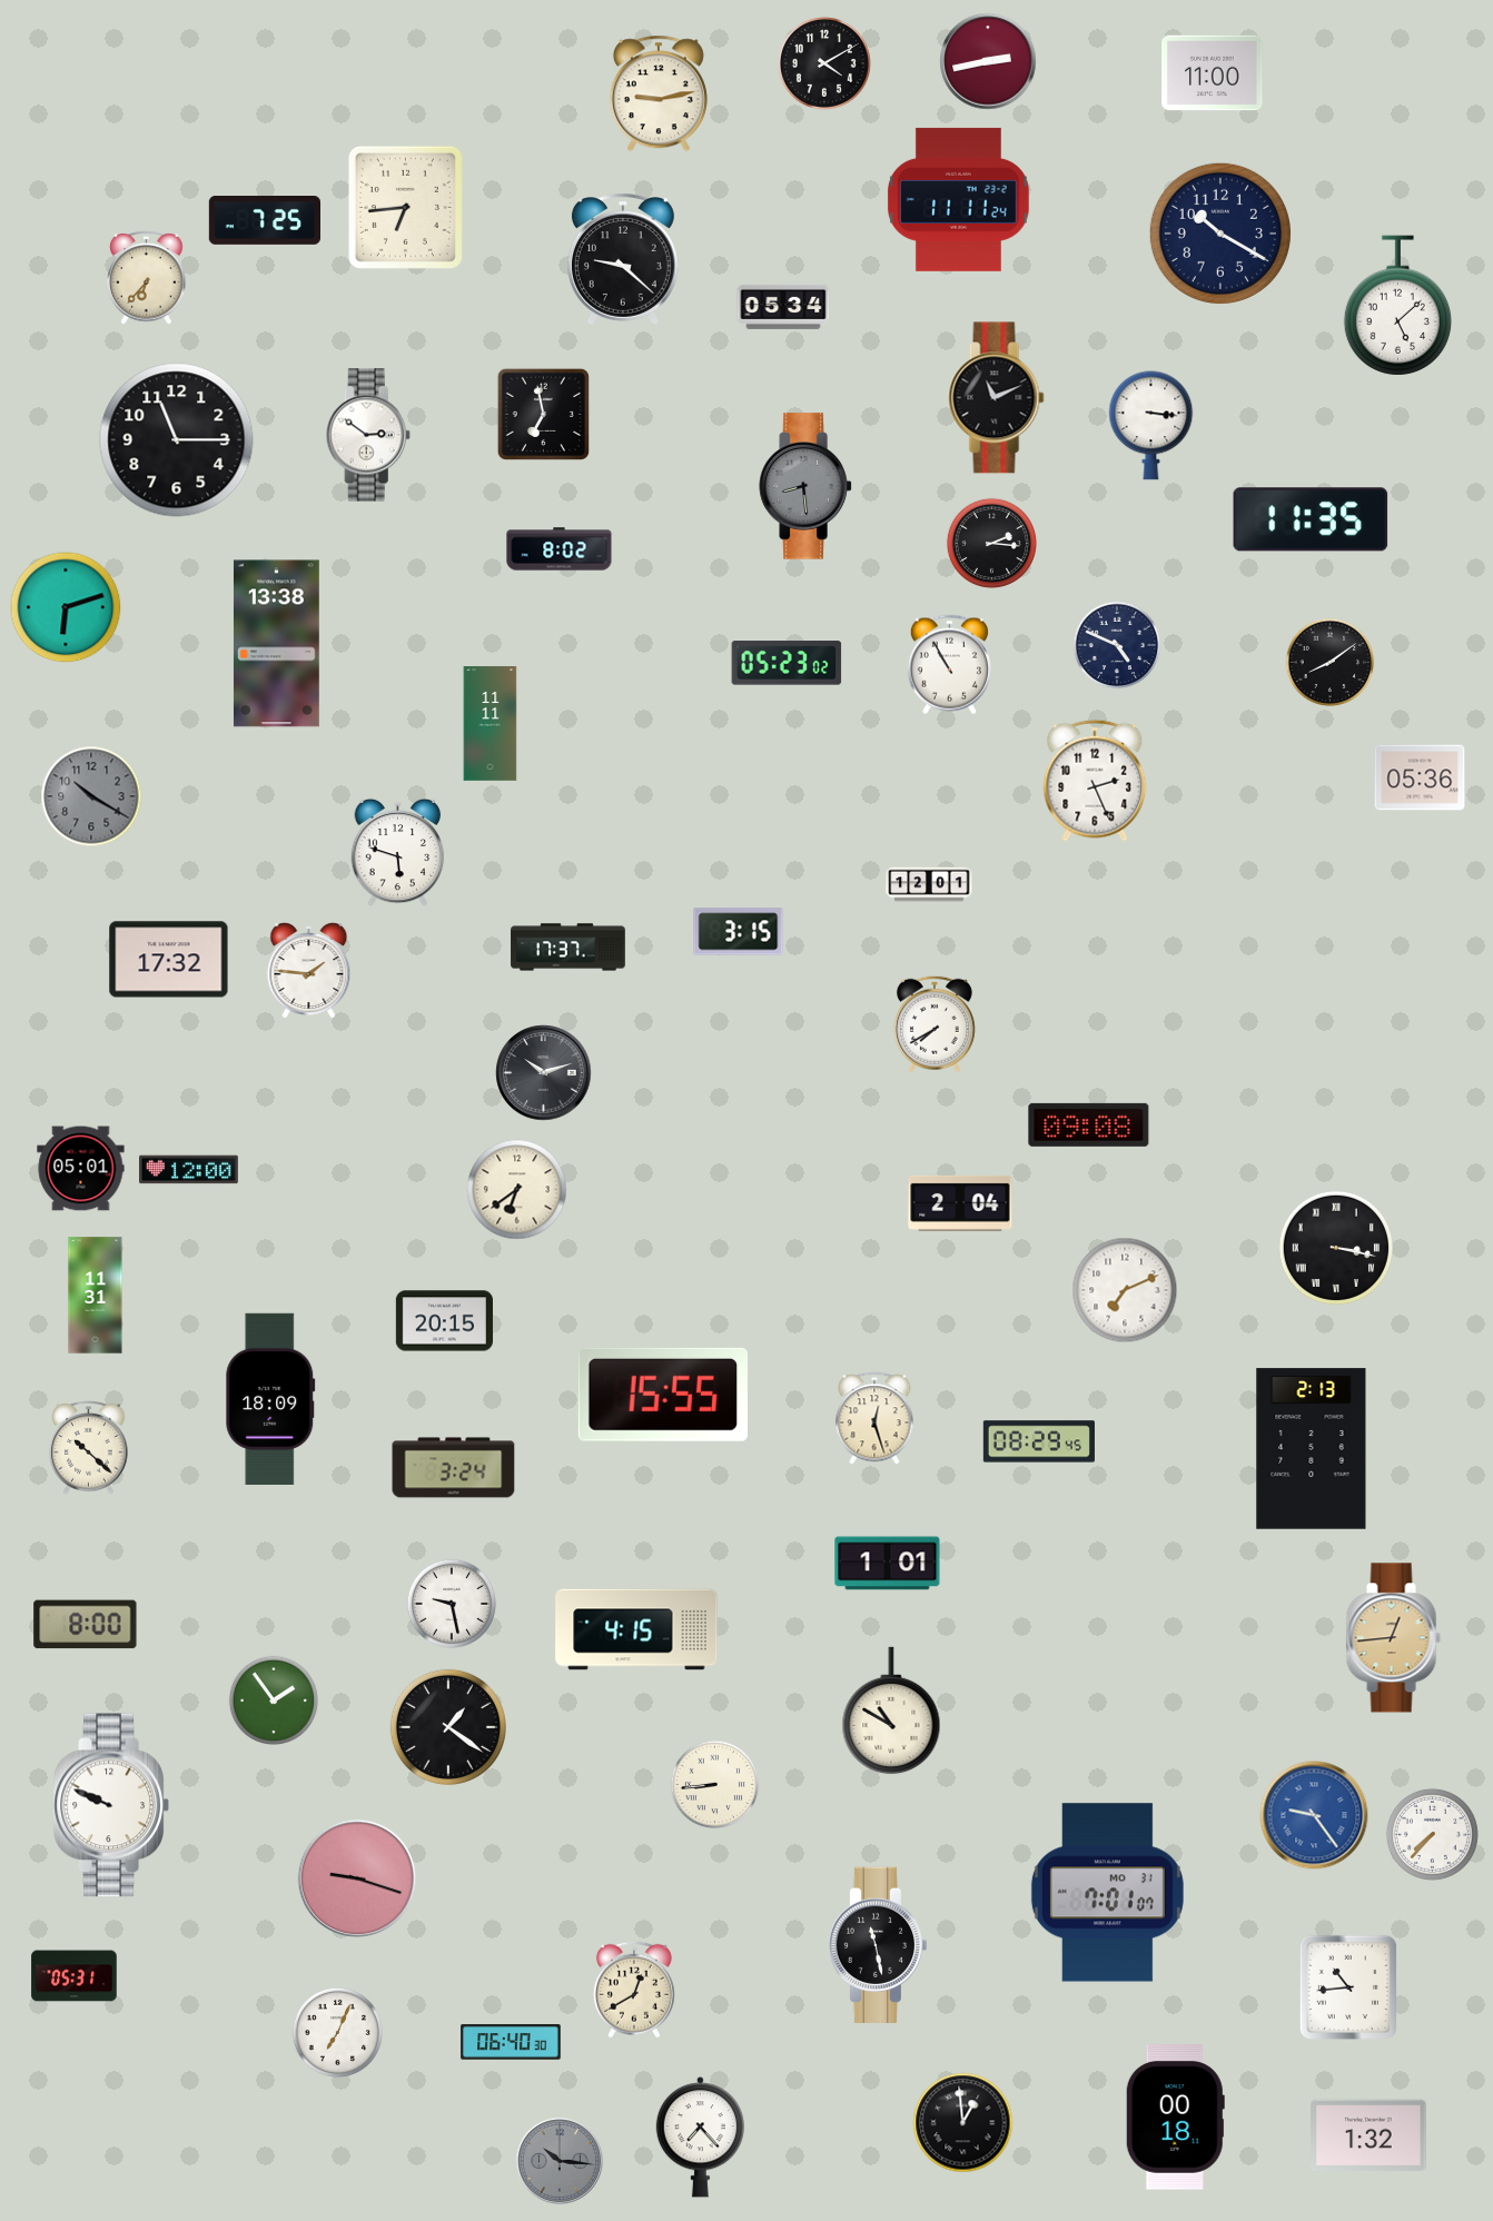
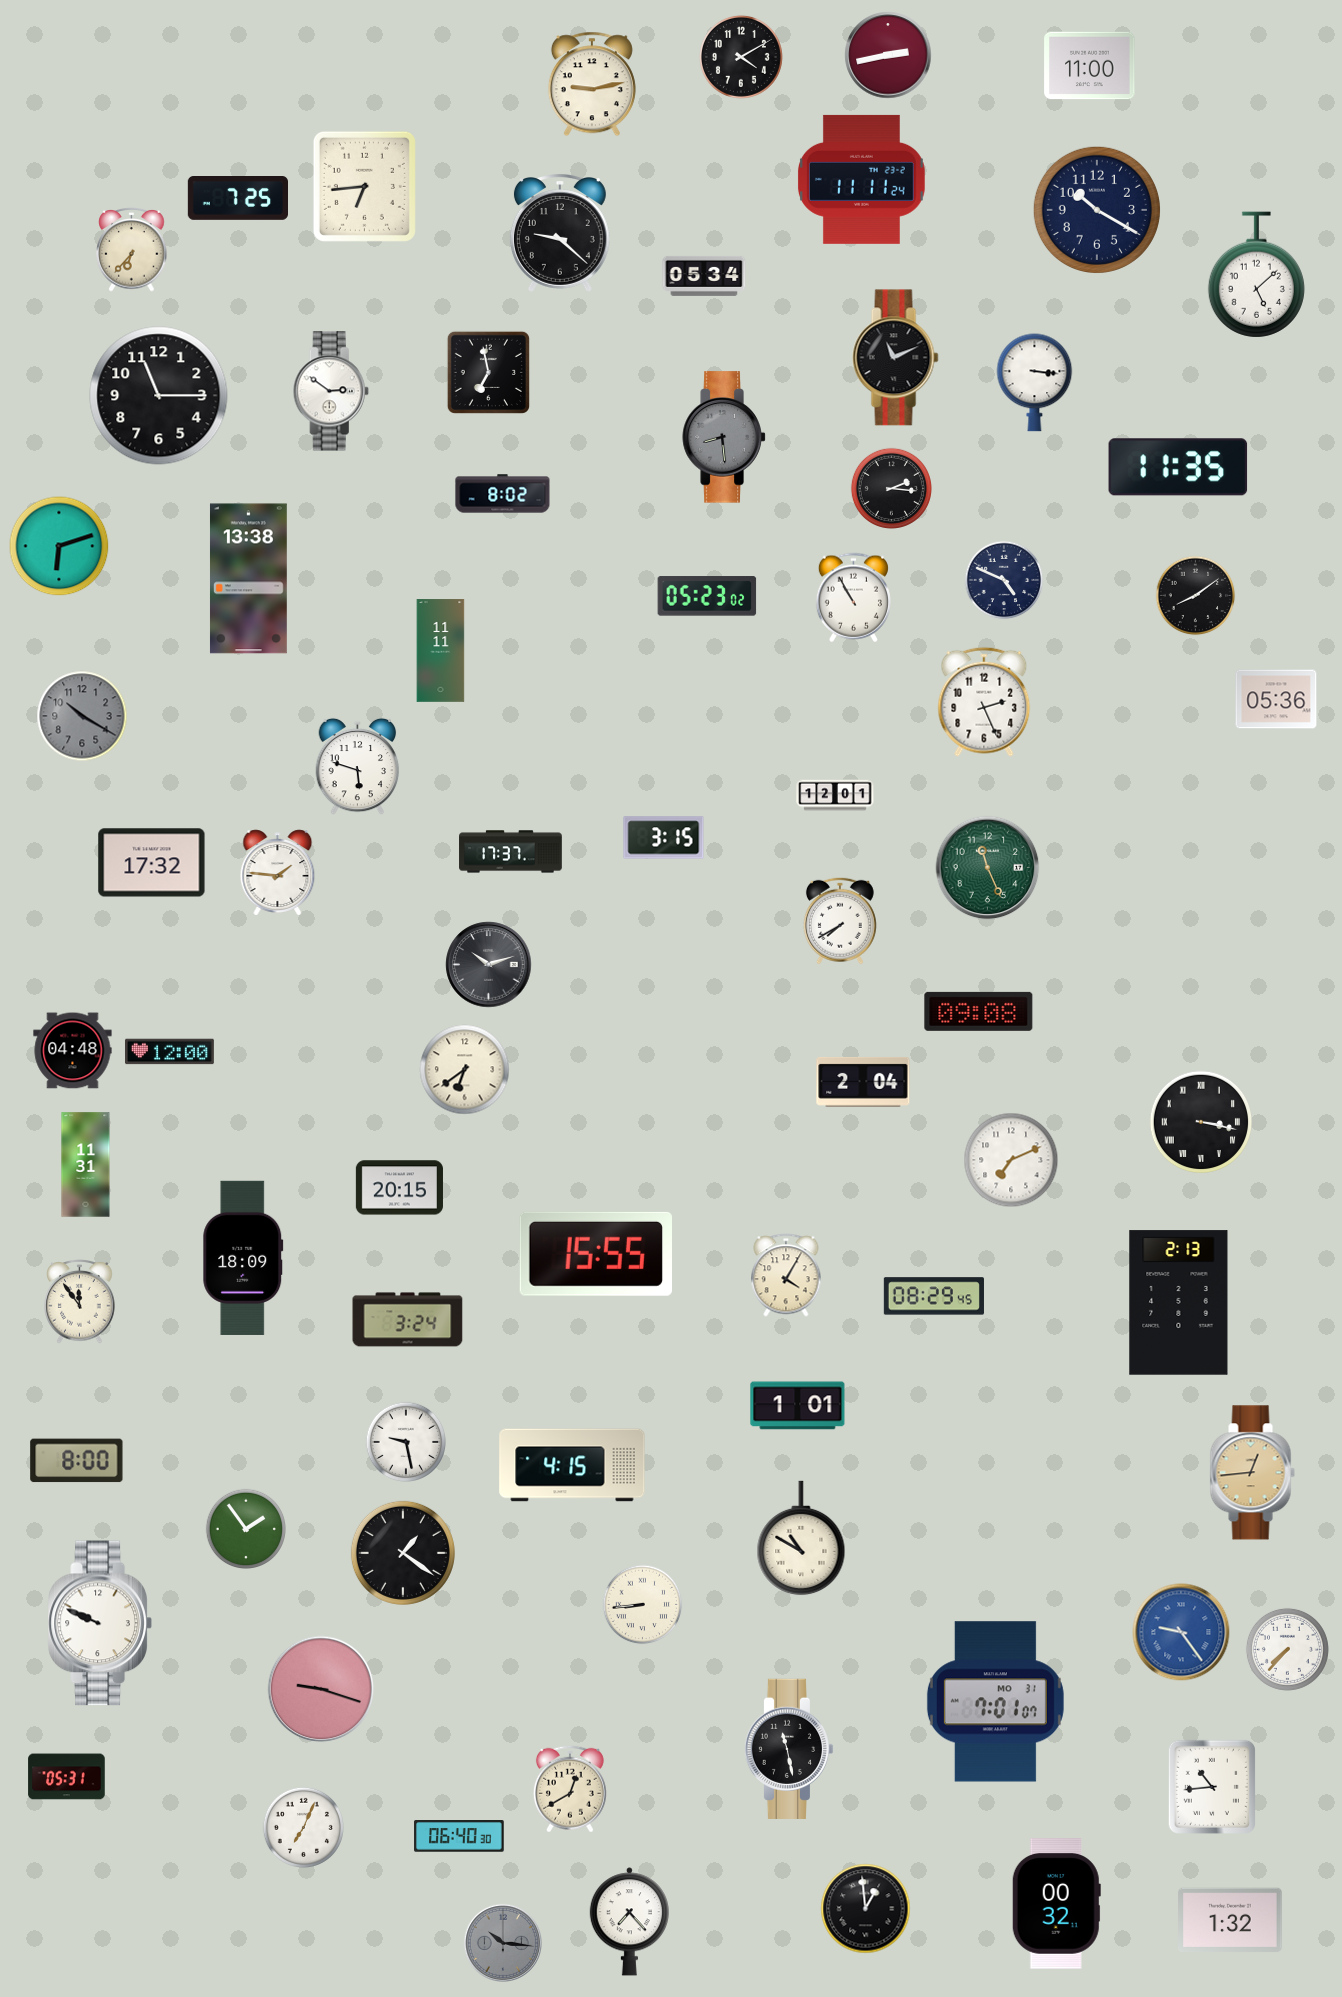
clock at (988, 868): none -> 11:26
clock at (81, 1169): 05:01 -> 04:48
clock at (874, 1418): 12:27 -> 4:05
clock at (89, 1448): 10:22 -> 11:54
clock at (1175, 2118): 00:18 -> 00:32
